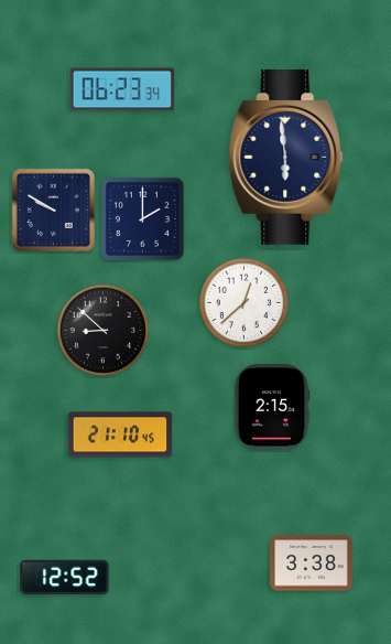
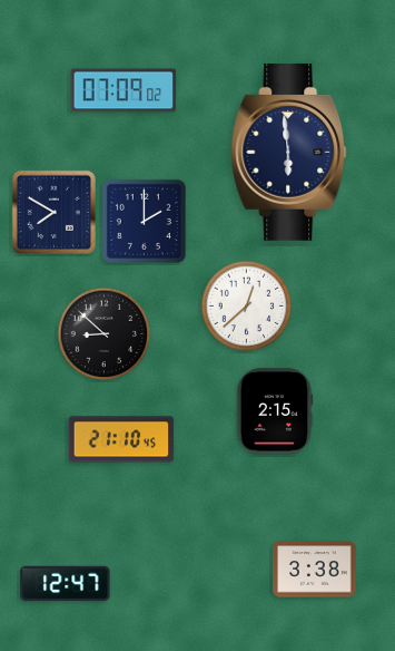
clock at (122, 89): 06:23 -> 07:09
clock at (286, 157) position: (286, 157) -> (289, 152)
clock at (53, 210): 9:50 -> 7:50
clock at (65, 578): 12:52 -> 12:47
